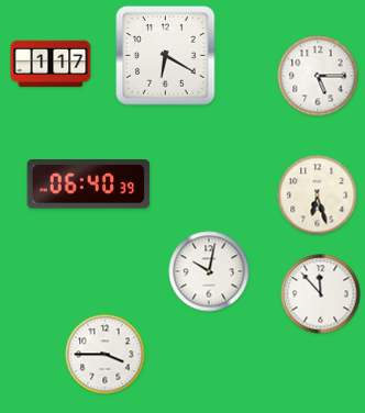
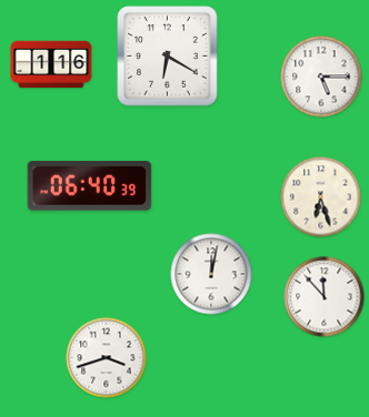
clock at (51, 64): 1:17 -> 1:16
clock at (209, 271): 10:02 -> 12:02
clock at (106, 355): 3:45 -> 3:42
